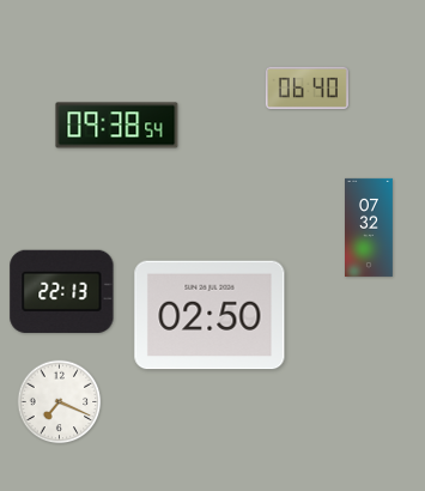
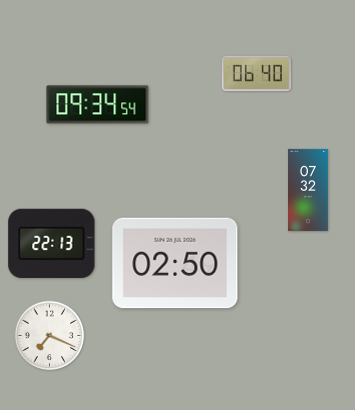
clock at (117, 126): 09:38 -> 09:34
